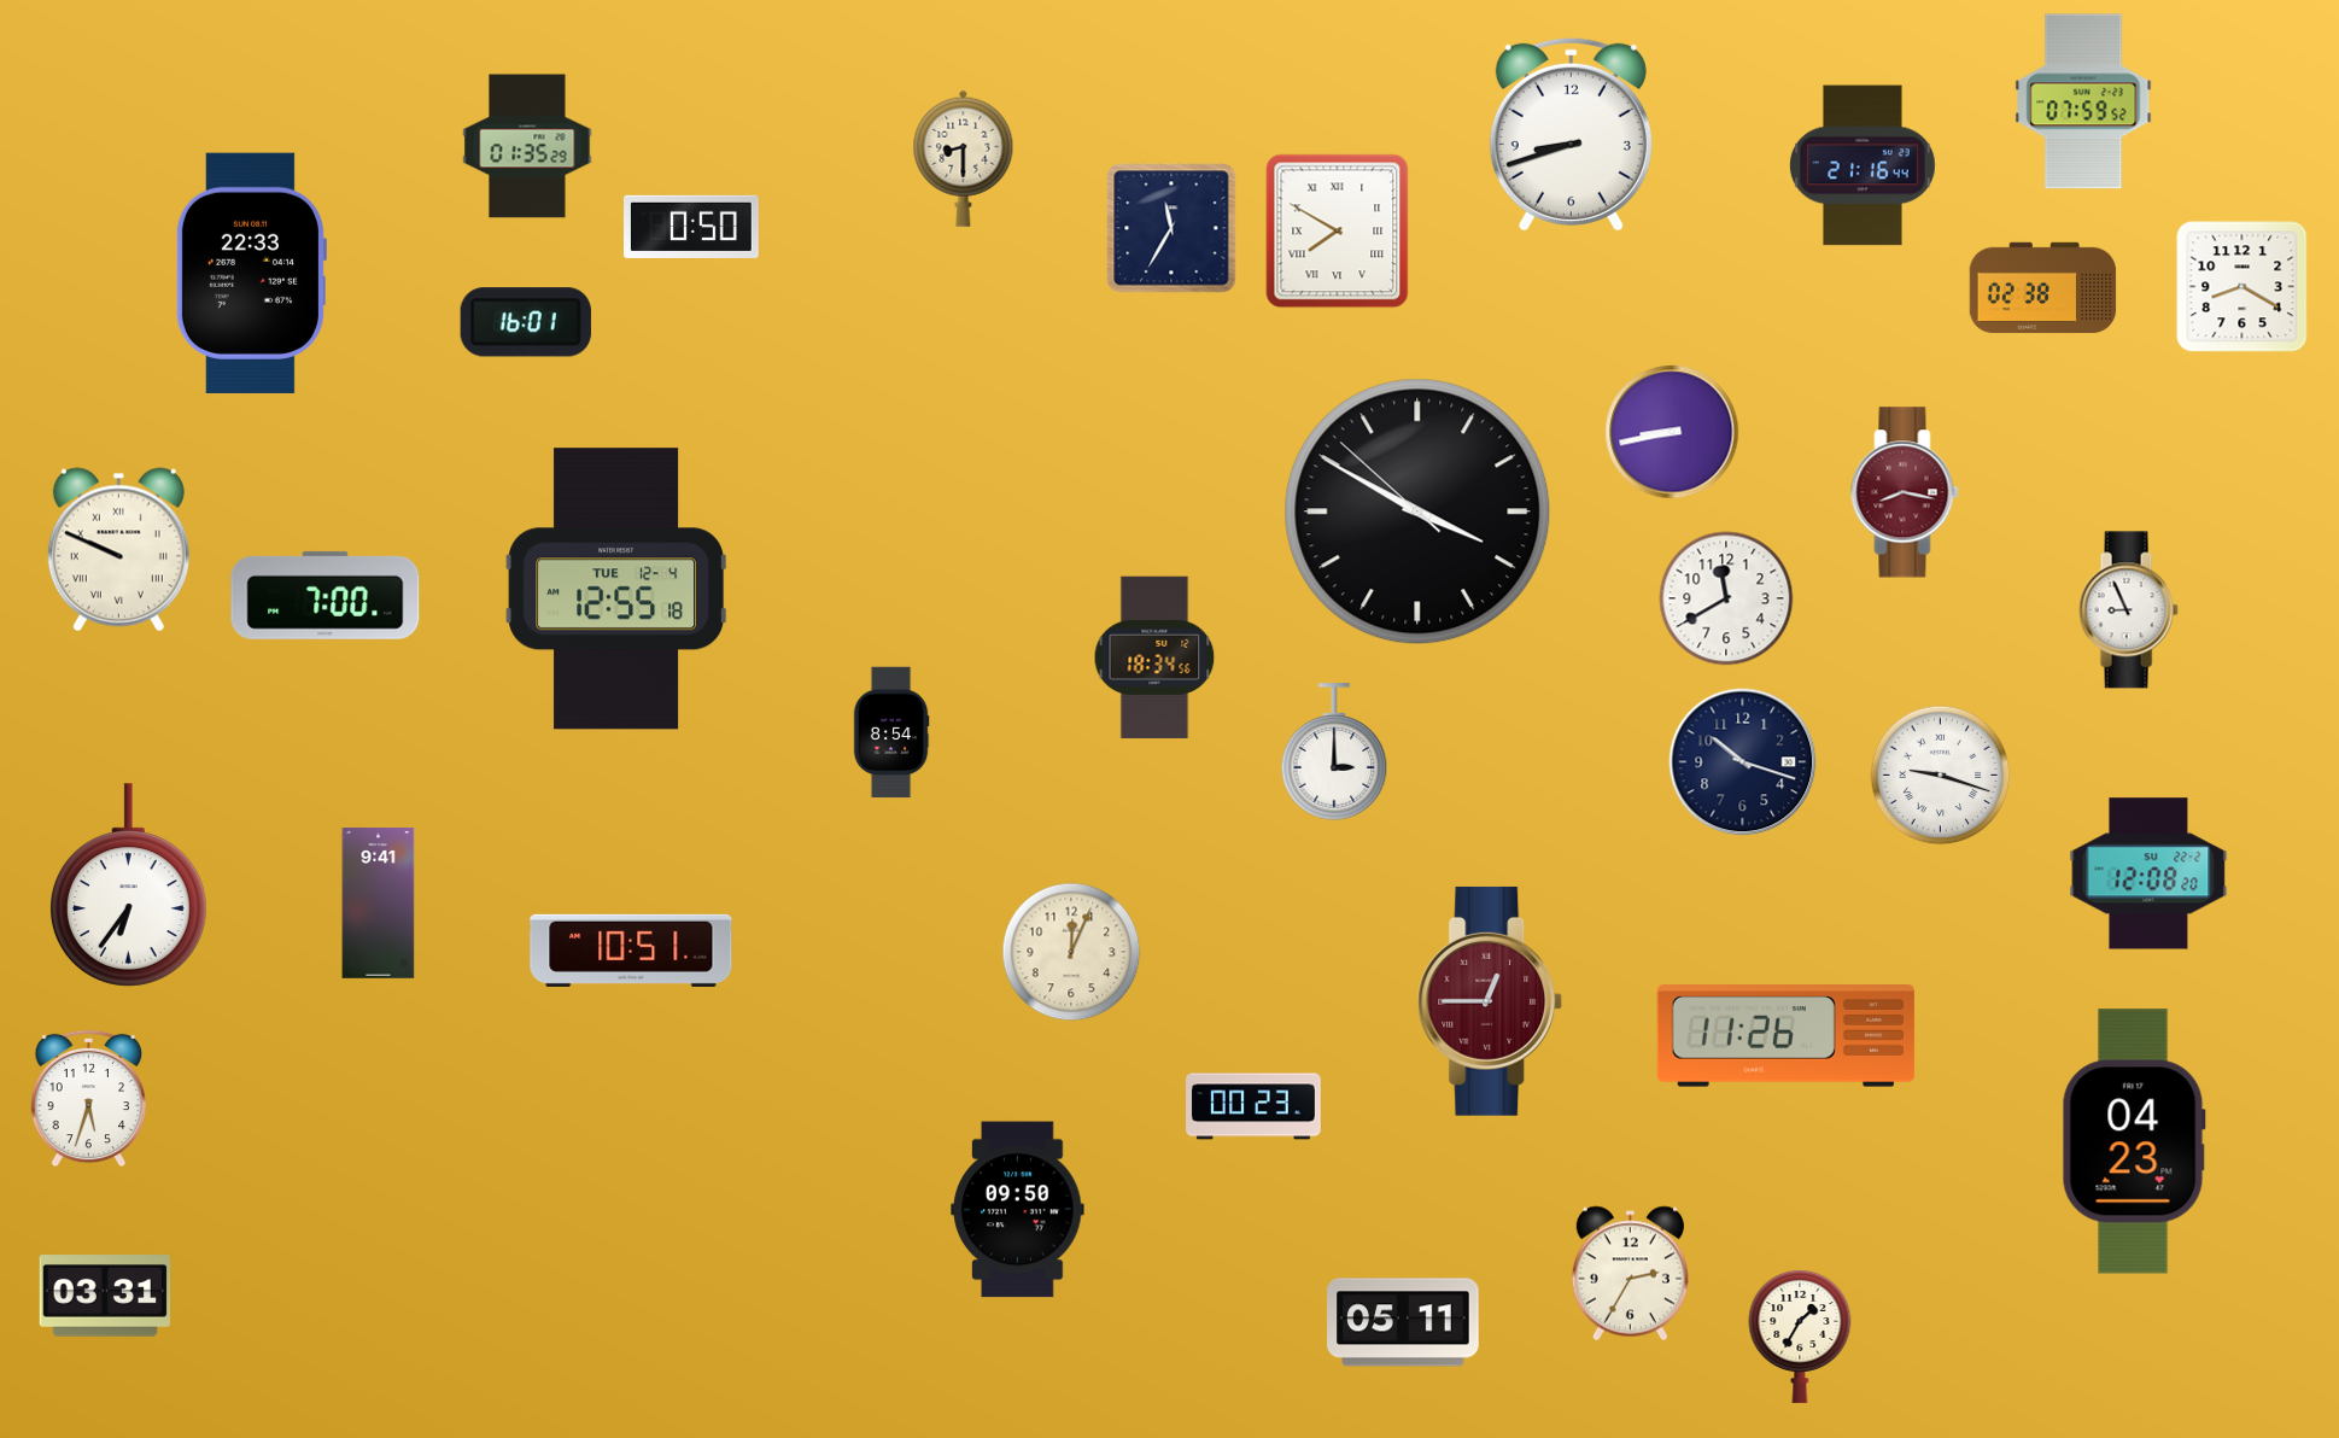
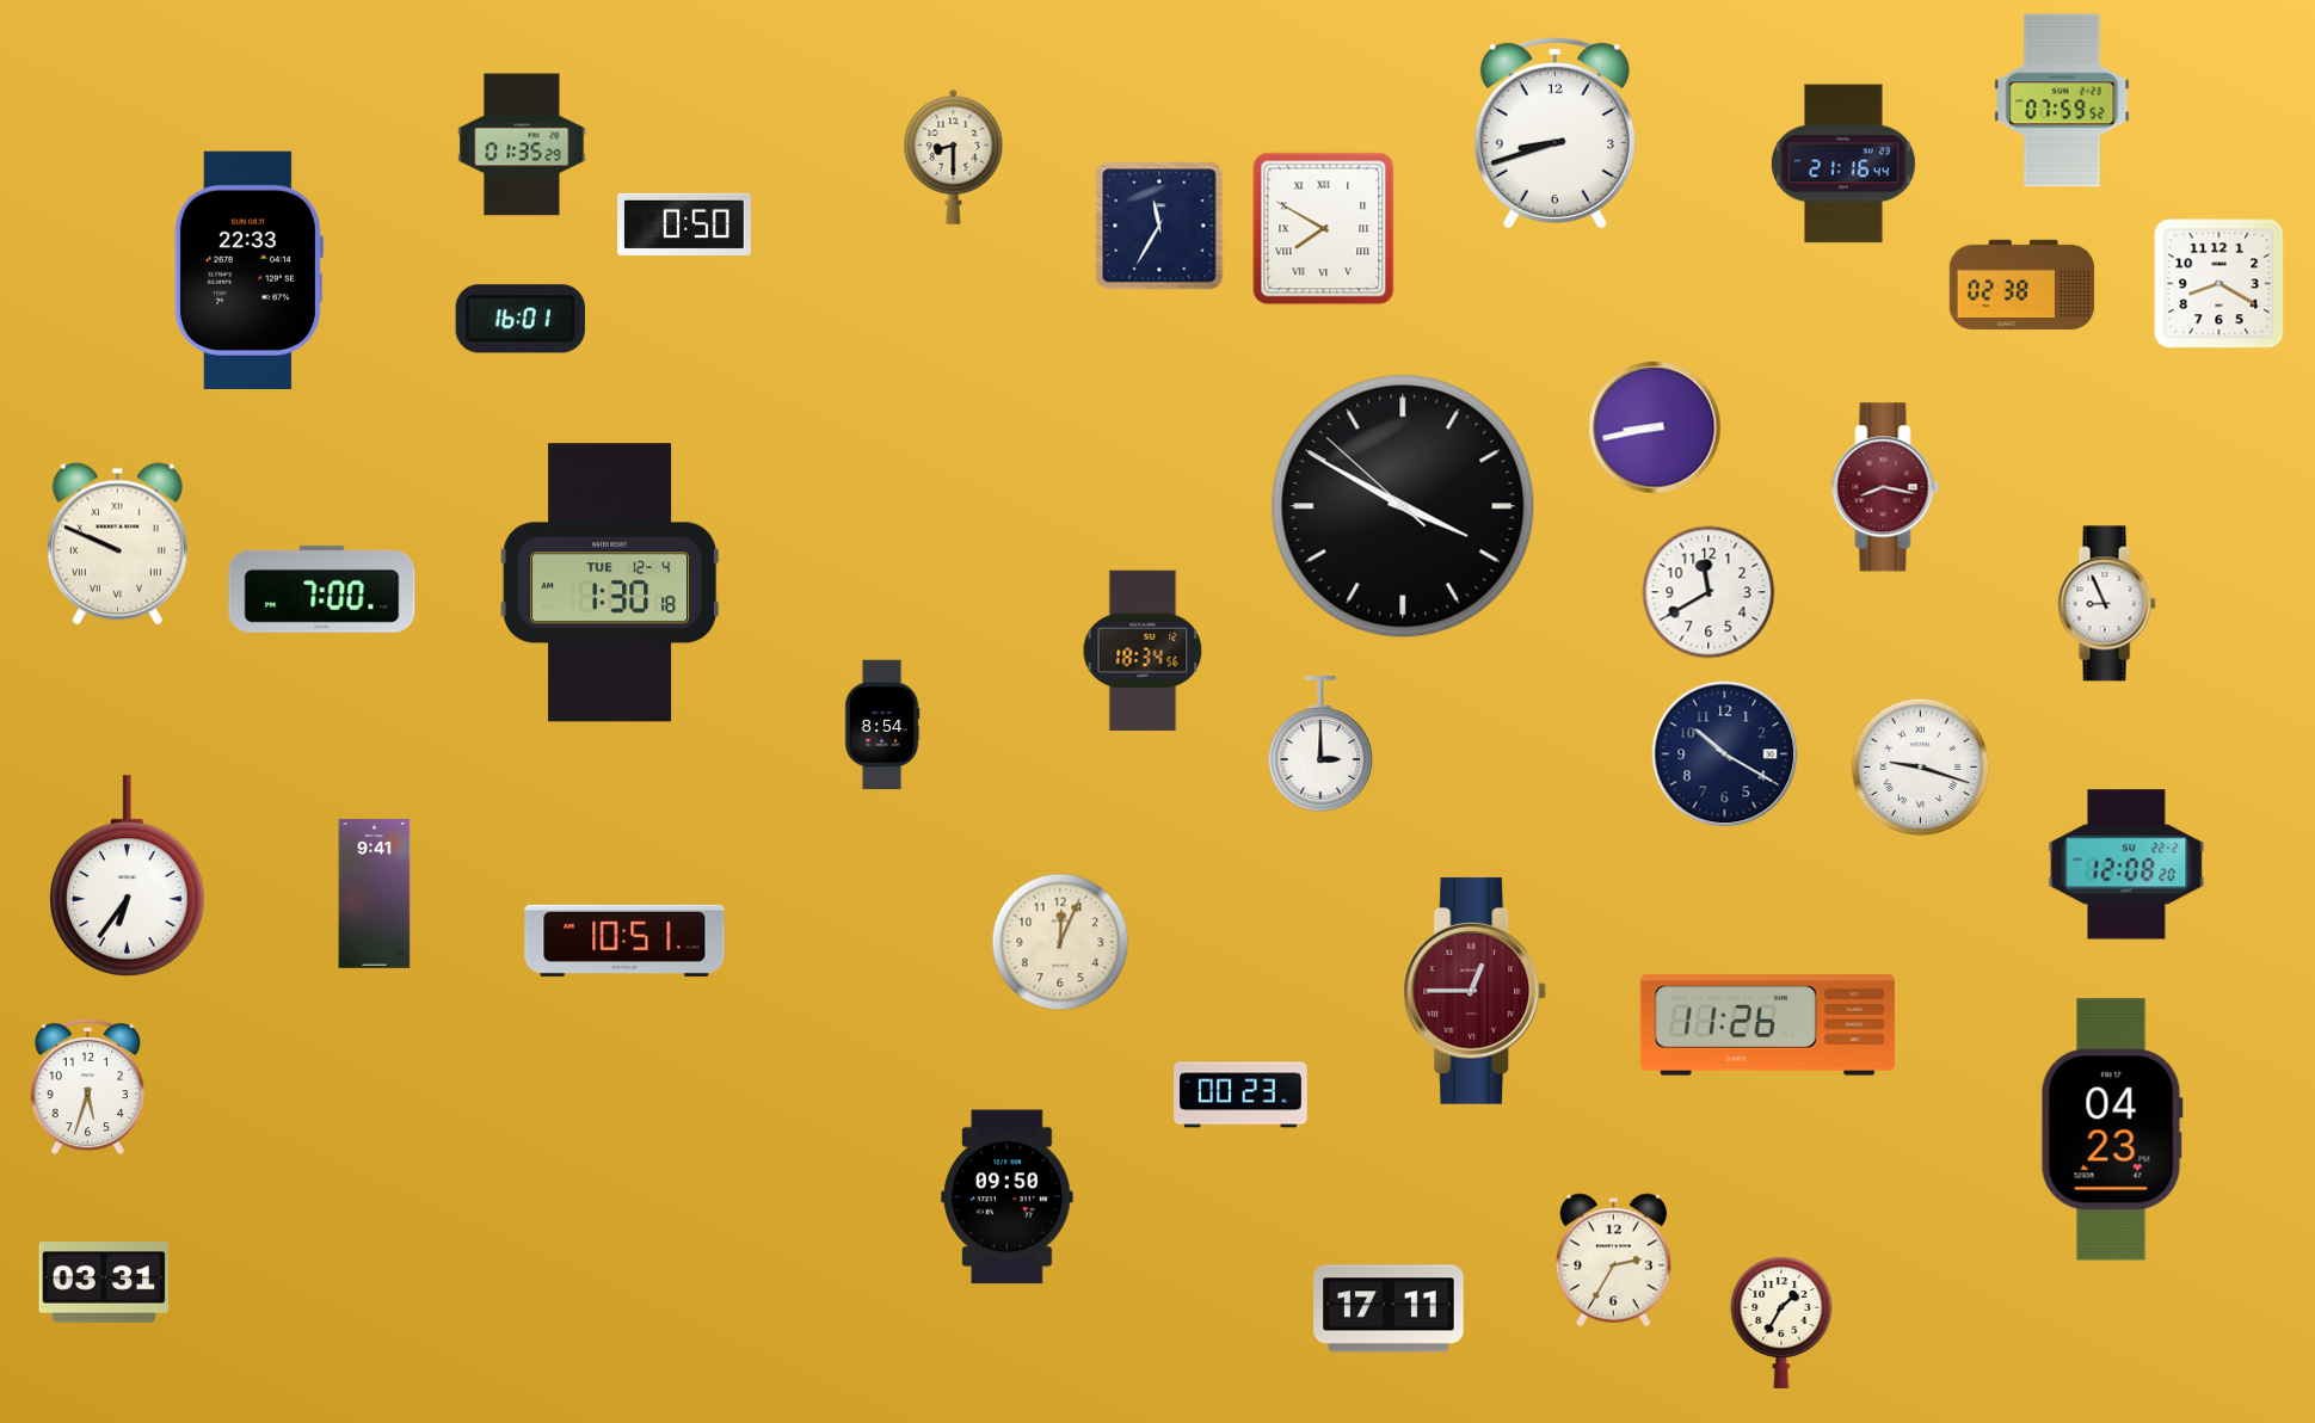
clock at (616, 589): 12:55 -> 1:30
clock at (1743, 762): 10:18 -> 10:20
clock at (1403, 1322): 05:11 -> 17:11
